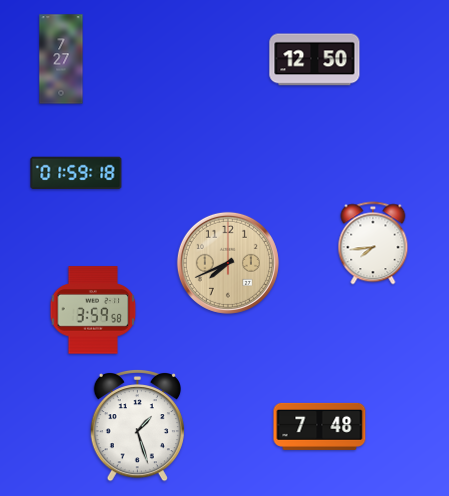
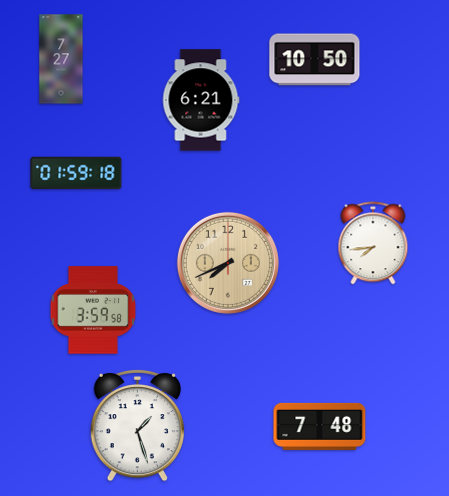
clock at (315, 60): 12:50 -> 10:50
clock at (201, 100): none -> 6:21
